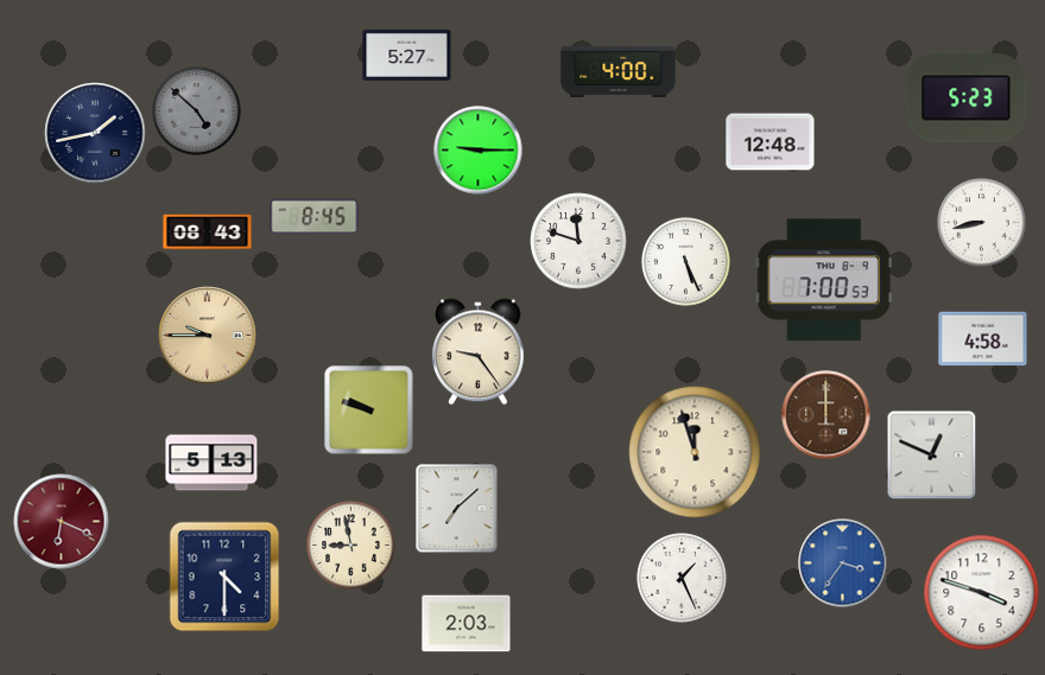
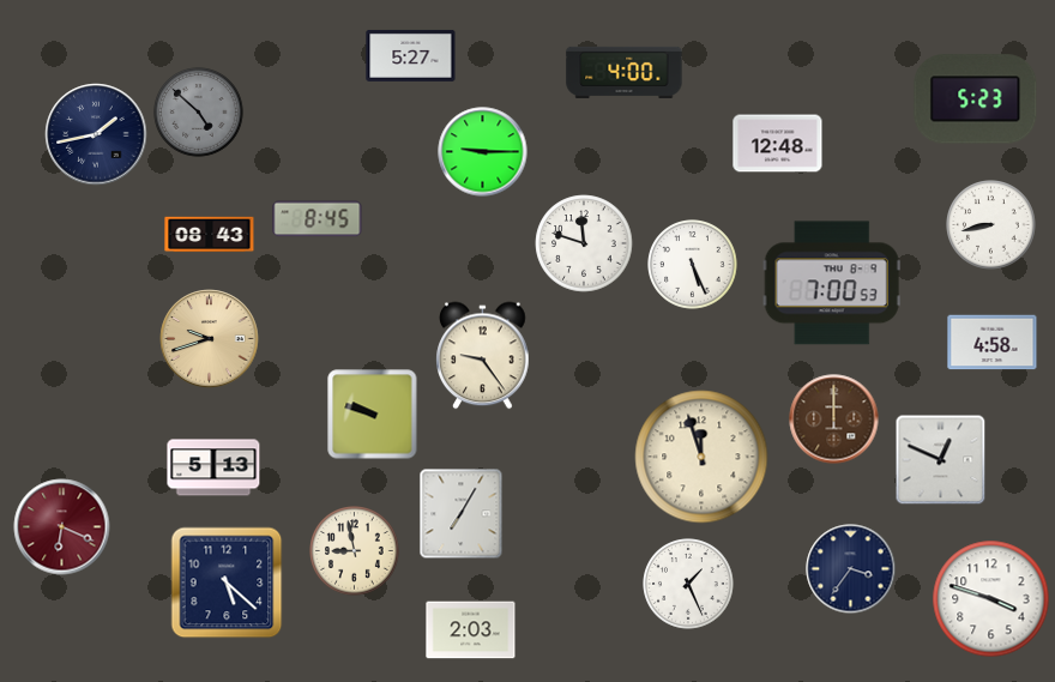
clock at (208, 336): 9:45 -> 9:42
clock at (457, 509): 7:08 -> 7:05
clock at (843, 563) dial: blue -> navy
clock at (224, 577): 4:30 -> 5:22
